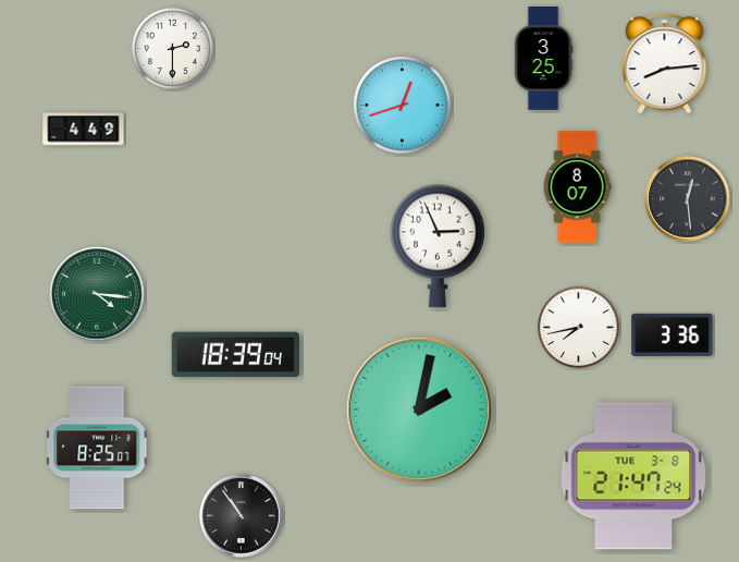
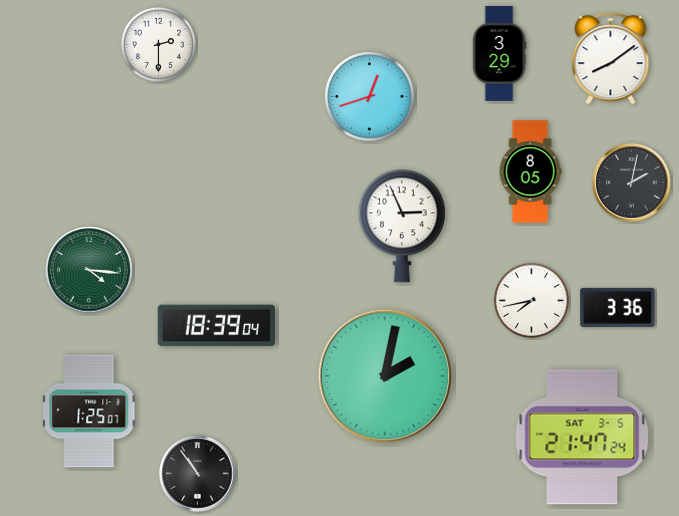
clock at (543, 58): 3:25 -> 3:29
clock at (665, 64): 8:14 -> 8:09
clock at (84, 130): 4:49 -> none
clock at (577, 187): 8:07 -> 8:05
clock at (688, 199): 12:29 -> 2:02
clock at (98, 448): 8:25 -> 1:25
clock at (633, 476) date: TUE 3-8 -> SAT 3-5
clock at (242, 516) position: (242, 516) -> (198, 474)
